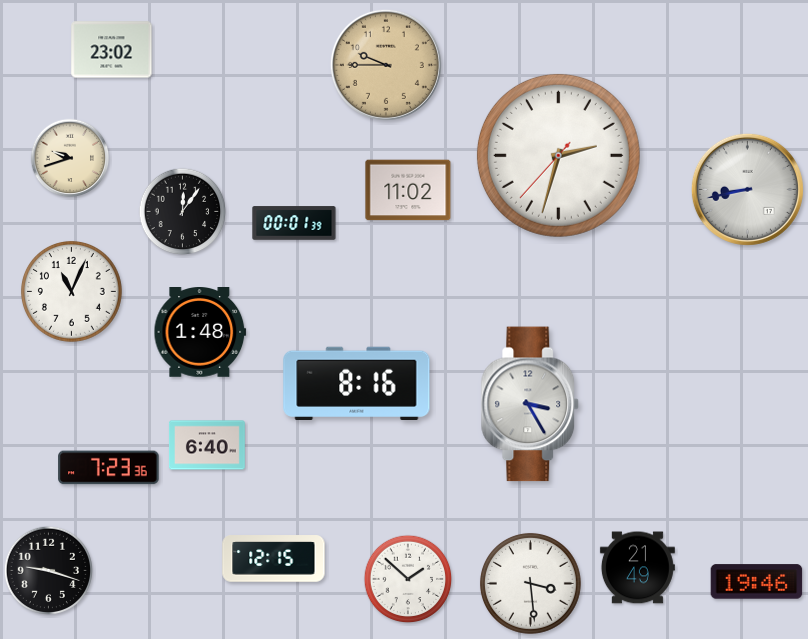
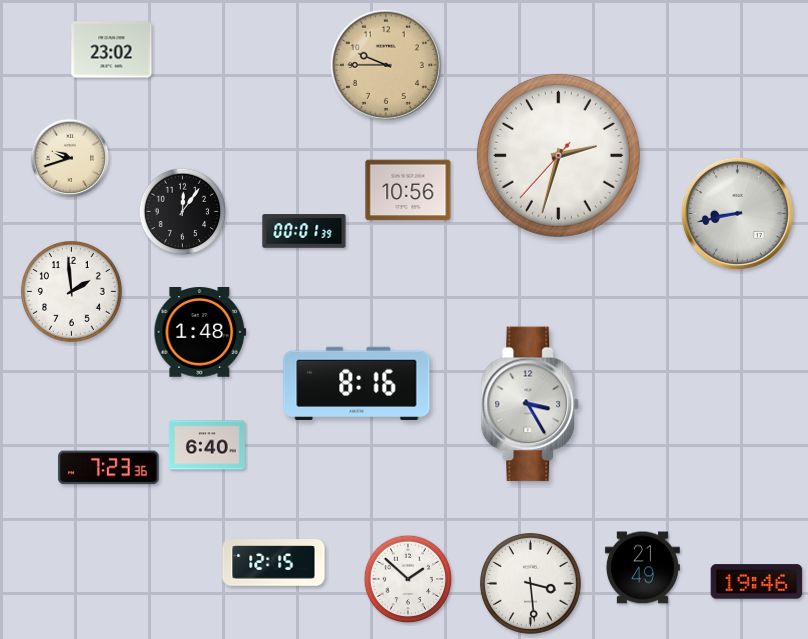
clock at (747, 189) position: (747, 189) -> (737, 213)
clock at (408, 190): 11:02 -> 10:56
clock at (294, 223) position: (294, 223) -> (304, 231)
clock at (71, 291): 11:04 -> 1:59
clock at (274, 559) position: (274, 559) -> (274, 563)
clock at (637, 568) position: (637, 568) -> (642, 568)
clock at (49, 571): 9:18 -> none
